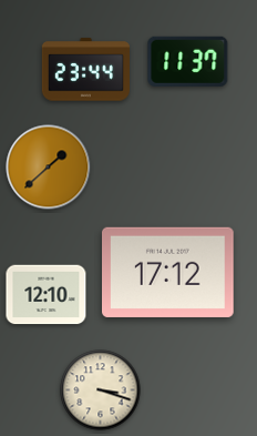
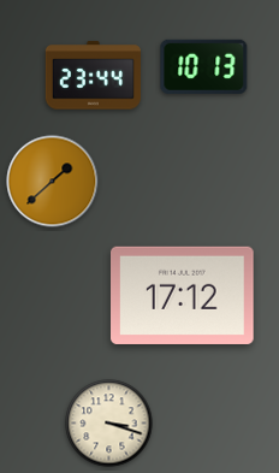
clock at (188, 61): 11:37 -> 10:13
clock at (47, 295): 12:10 -> none
